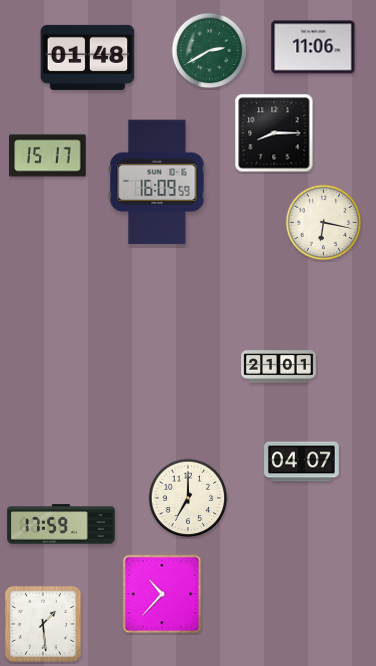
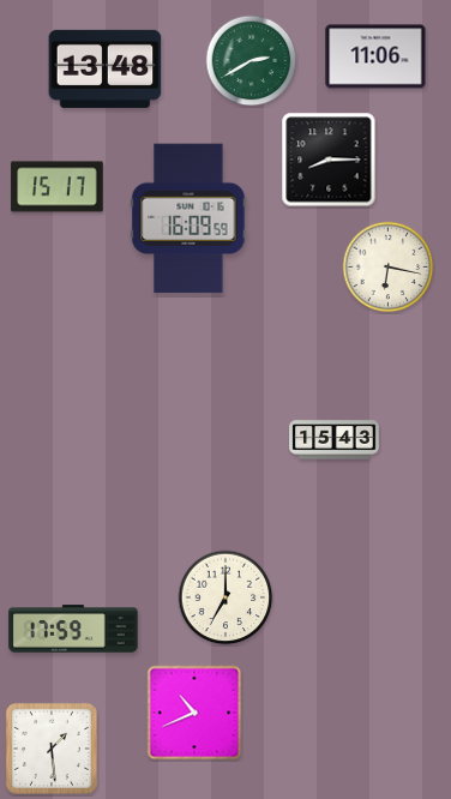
clock at (88, 57): 01:48 -> 13:48
clock at (279, 367): 21:01 -> 15:43
clock at (302, 462): 04:07 -> none
clock at (162, 594): 10:37 -> 10:41
